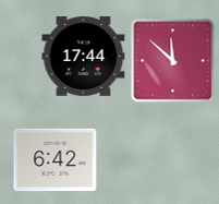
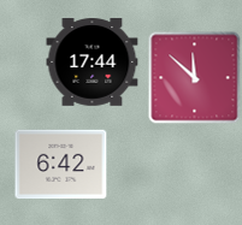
clock at (173, 61) position: (173, 61) -> (195, 78)
clock at (56, 160) position: (56, 160) -> (61, 165)
